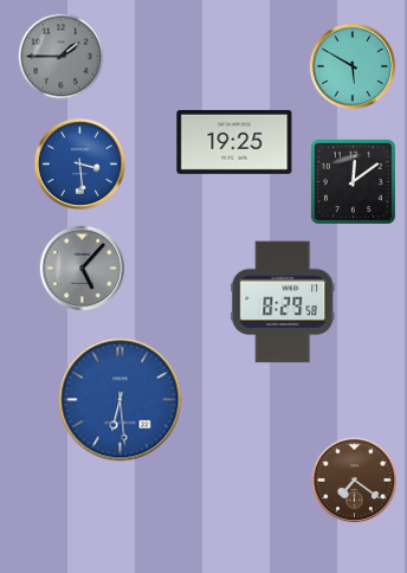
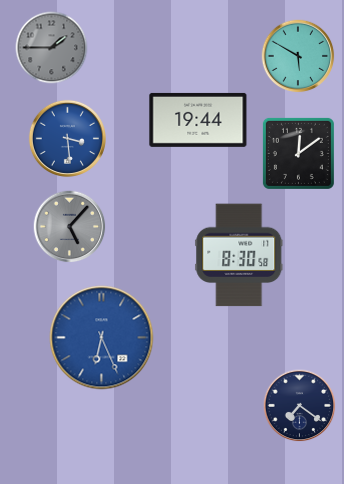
clock at (234, 142): 19:25 -> 19:44
clock at (283, 302): 8:29 -> 8:30
clock at (121, 400): 6:29 -> 6:26
clock at (355, 481) dial: brown -> navy
